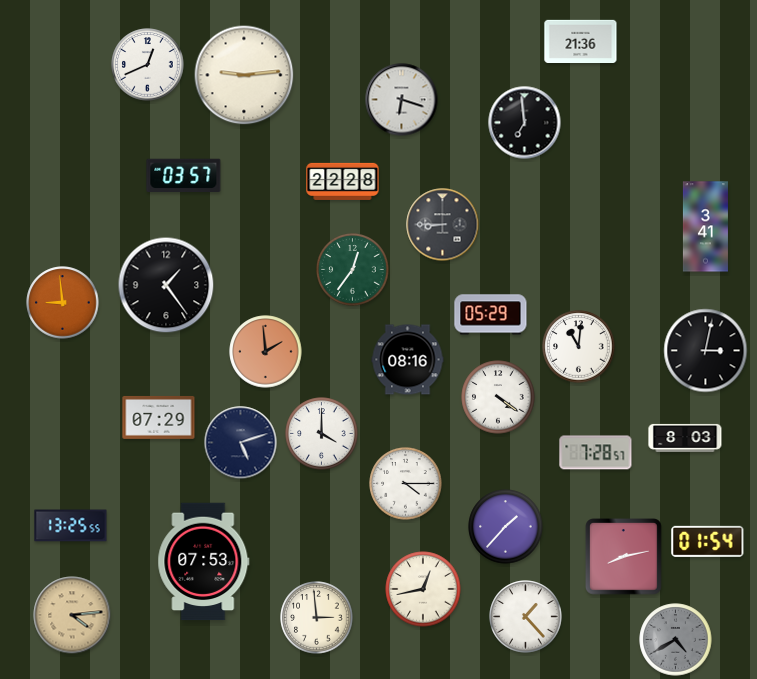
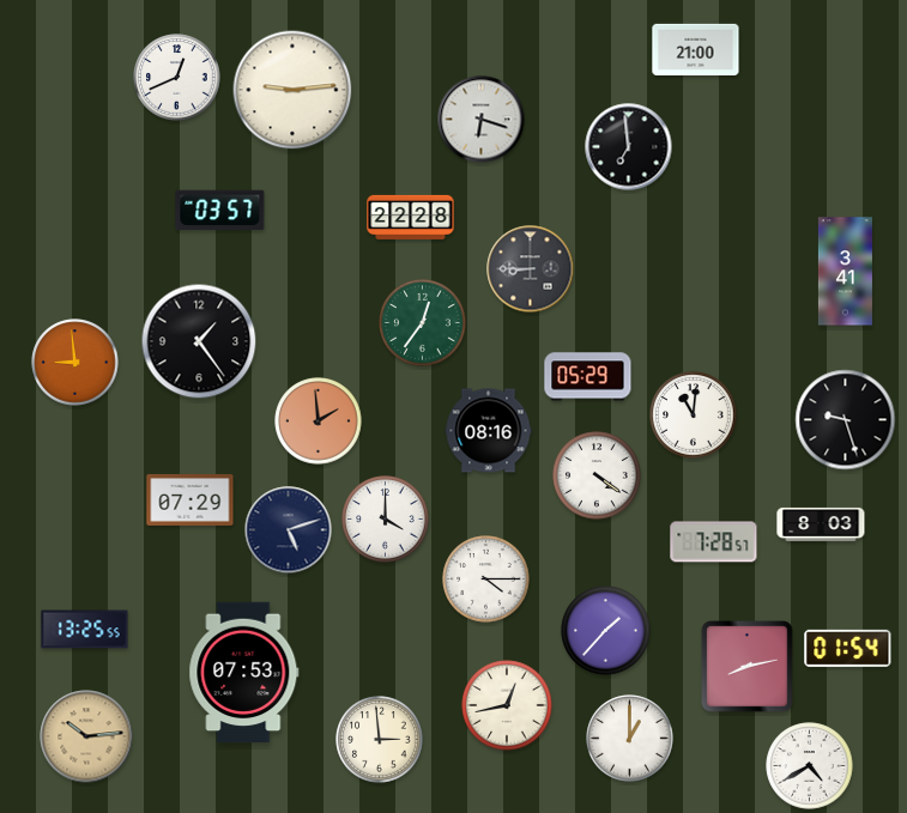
clock at (581, 41): 21:36 -> 21:00
clock at (706, 351): 3:02 -> 9:27
clock at (72, 615): 4:14 -> 10:14
clock at (526, 617): 1:23 -> 1:00
clock at (676, 640) dial: grey -> white
